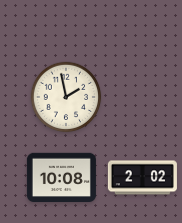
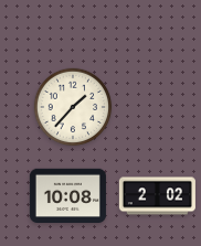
clock at (66, 97): 1:58 -> 1:37
